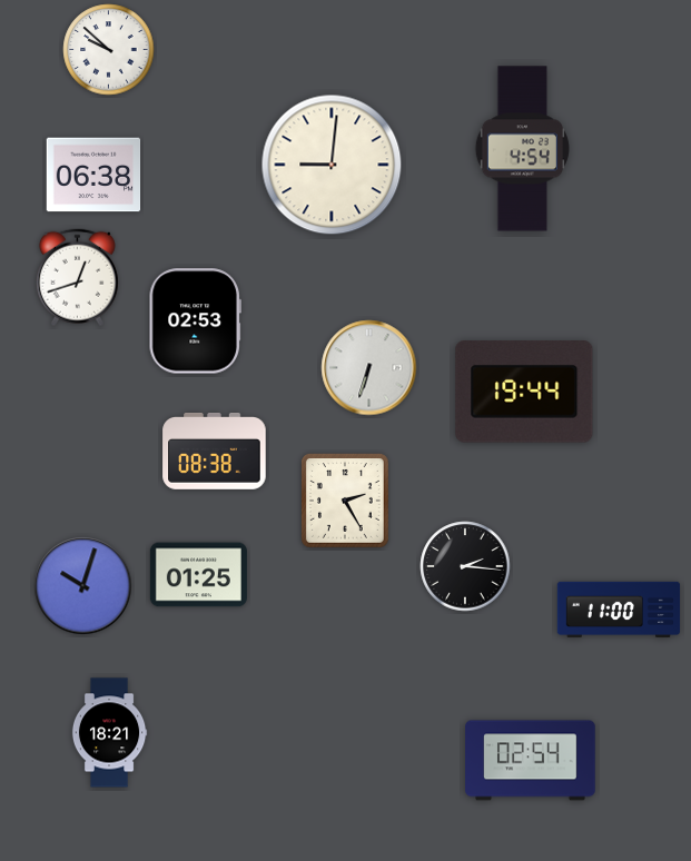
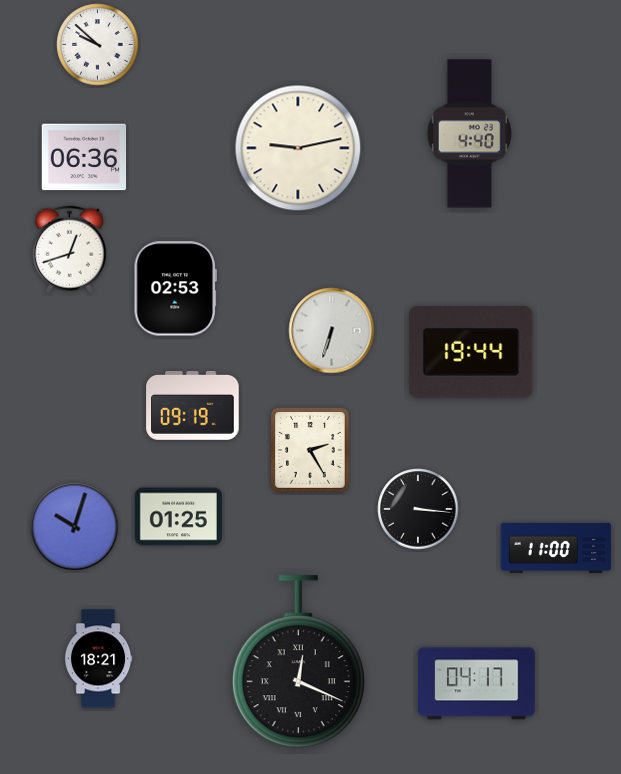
clock at (522, 149): 4:54 -> 4:40
clock at (332, 165): 9:01 -> 9:13
clock at (93, 175): 06:38 -> 06:36
clock at (215, 452): 08:38 -> 09:19
clock at (465, 566): 2:16 -> 3:16
clock at (298, 662): none -> 12:19
clock at (531, 761): 02:54 -> 04:17
